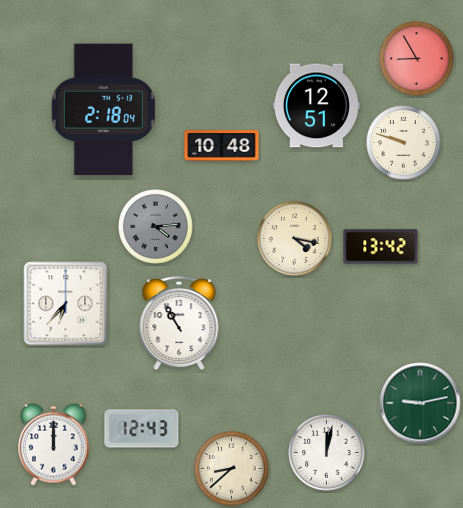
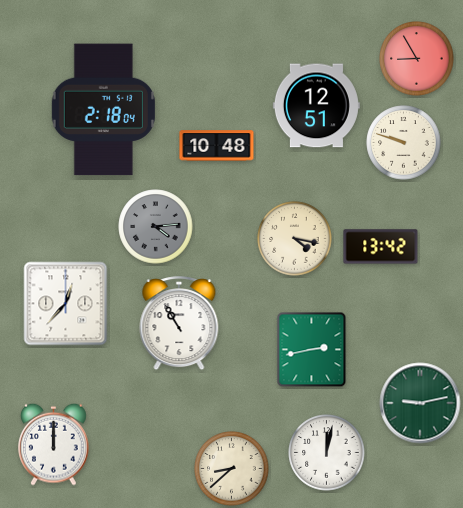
clock at (222, 146) position: (222, 146) -> (217, 146)
clock at (66, 304): 6:37 -> 12:37
clock at (312, 350): none -> 2:43
clock at (142, 429): 12:43 -> none
